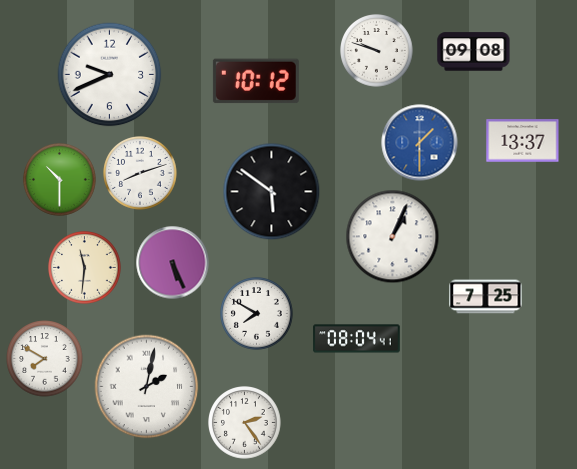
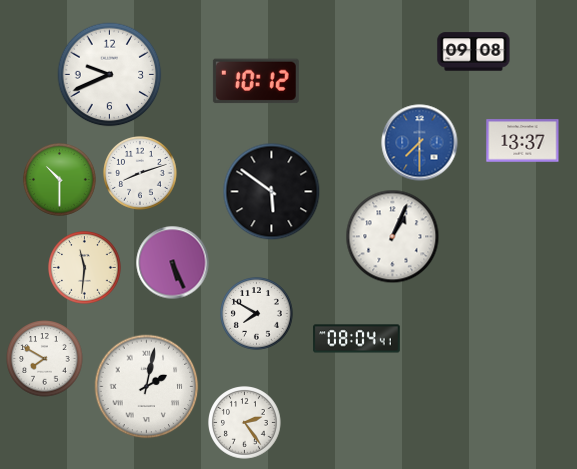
clock at (377, 51): 9:48 -> none
clock at (420, 143): 1:30 -> 7:30
clock at (486, 297): 7:25 -> none
